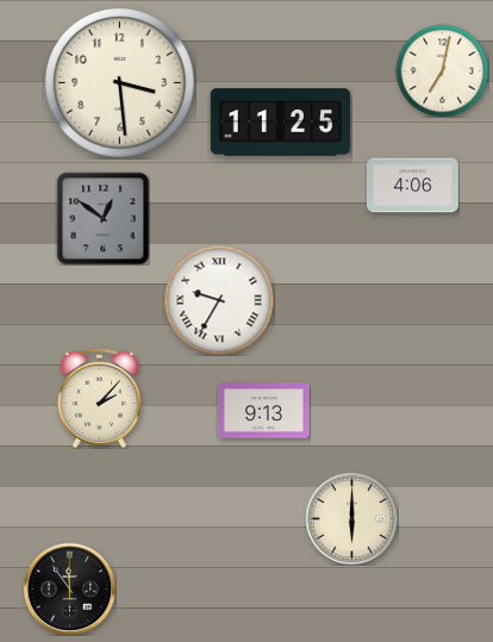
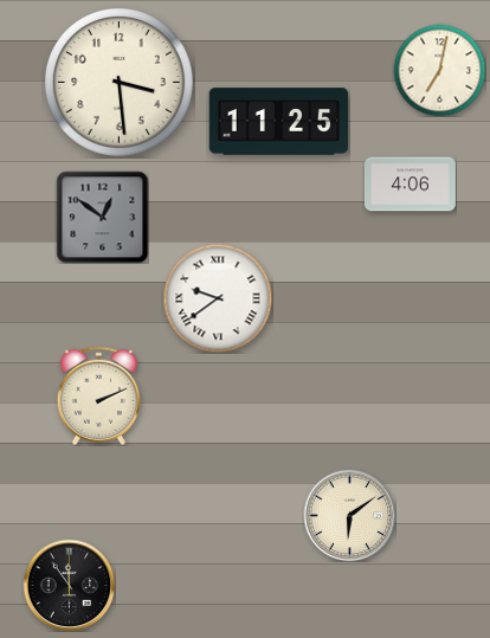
clock at (219, 300): 9:35 -> 9:39
clock at (99, 398): 2:07 -> 2:11
clock at (263, 411): 9:13 -> none
clock at (351, 518): 6:00 -> 6:09
